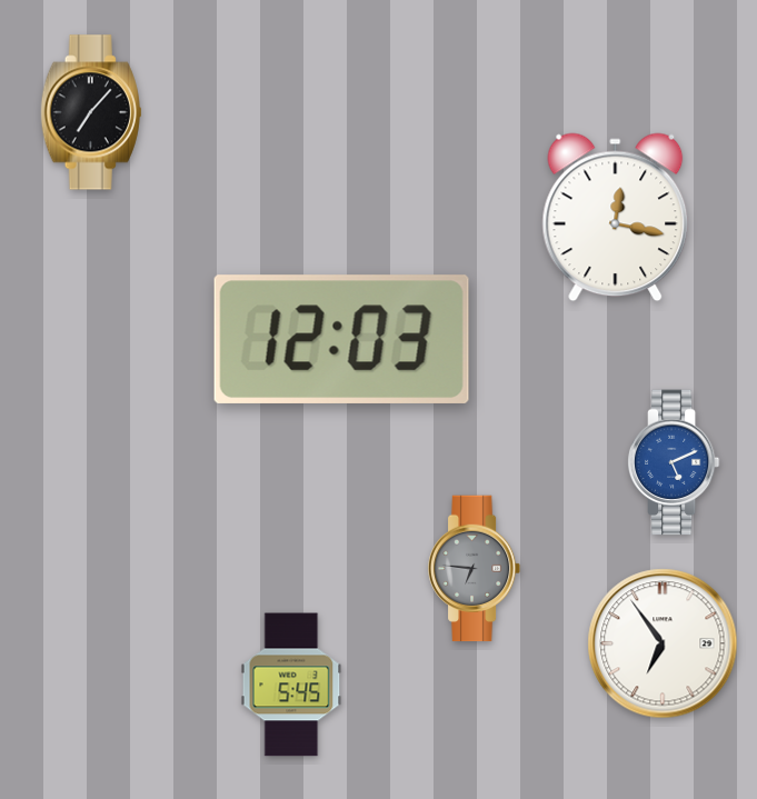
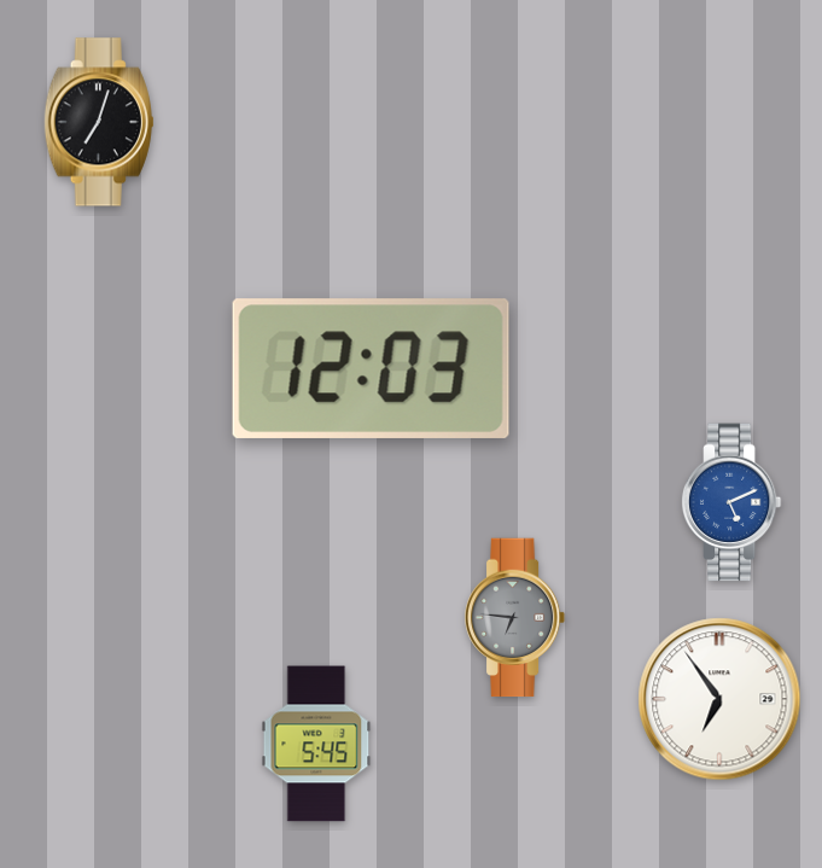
clock at (91, 112): 7:07 -> 7:03
clock at (616, 218): 12:17 -> none
